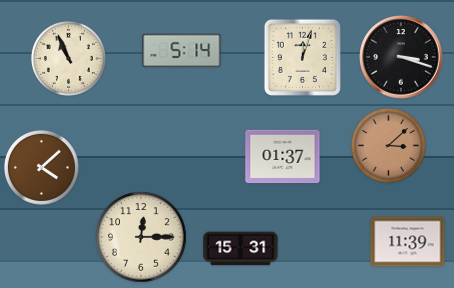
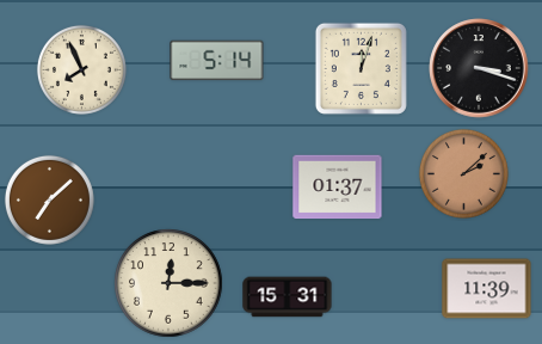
clock at (68, 58): 10:56 -> 7:56
clock at (388, 145): 3:08 -> 2:08
clock at (41, 167): 4:08 -> 7:08
